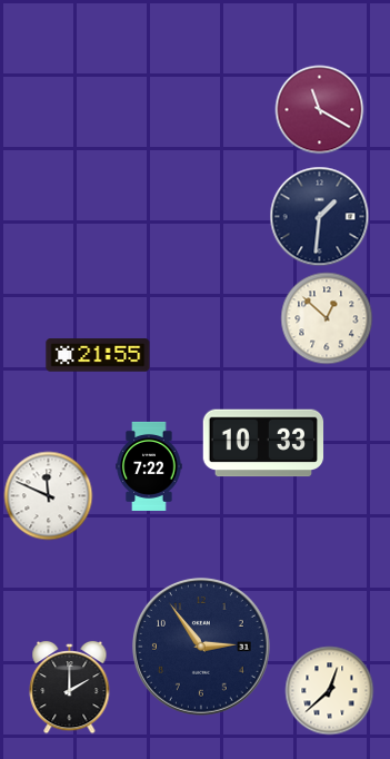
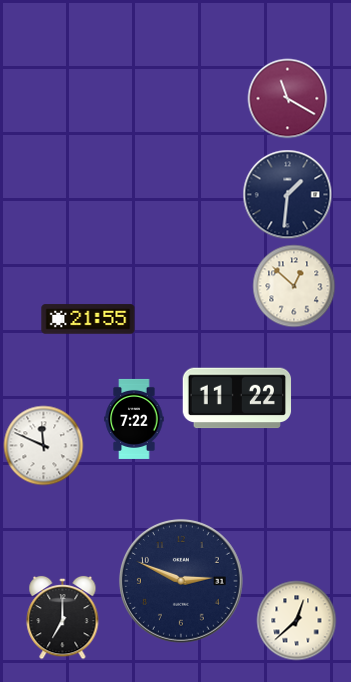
clock at (263, 443): 10:33 -> 11:22
clock at (201, 647): 2:54 -> 2:49
clock at (70, 688): 2:00 -> 7:00
